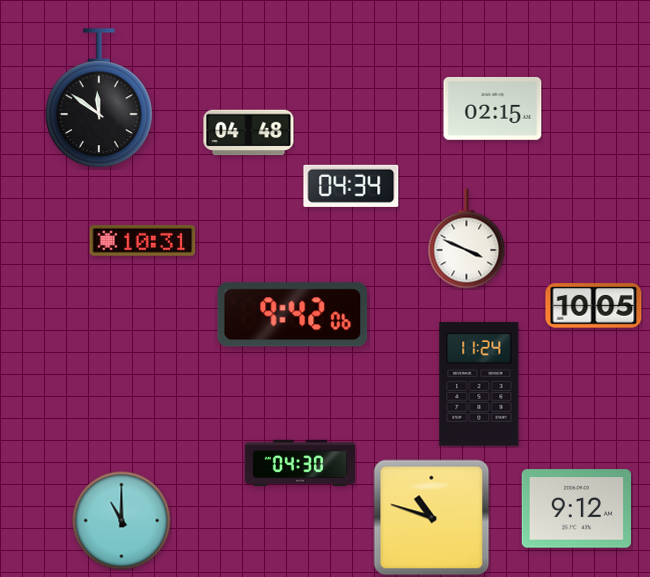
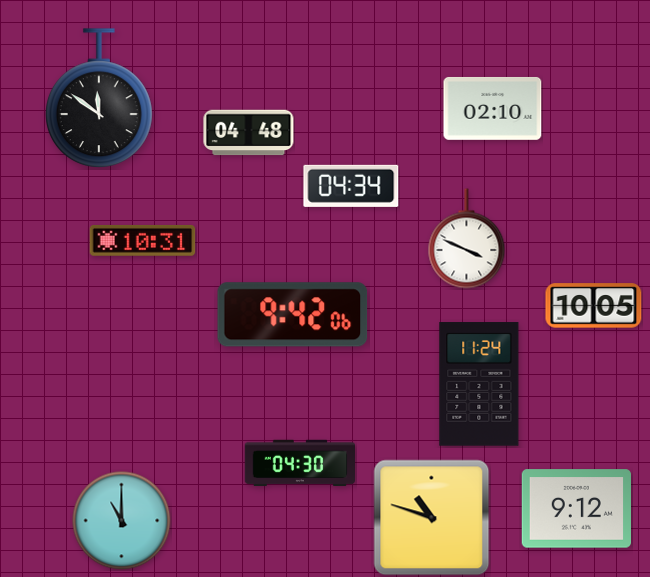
clock at (493, 108): 02:15 -> 02:10
